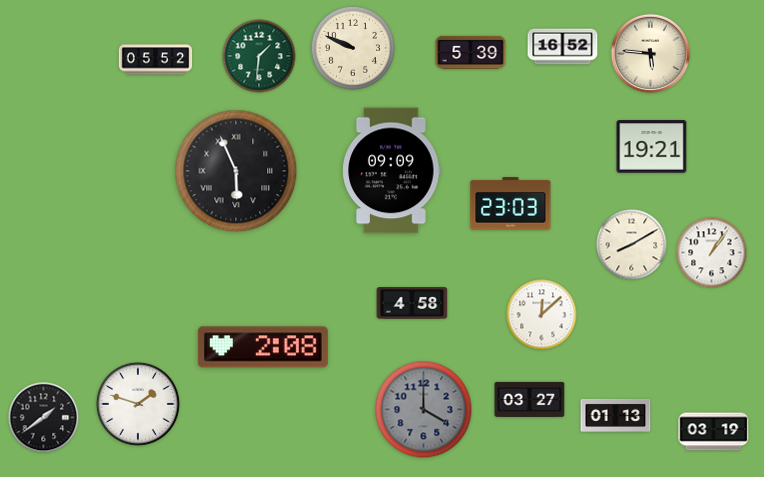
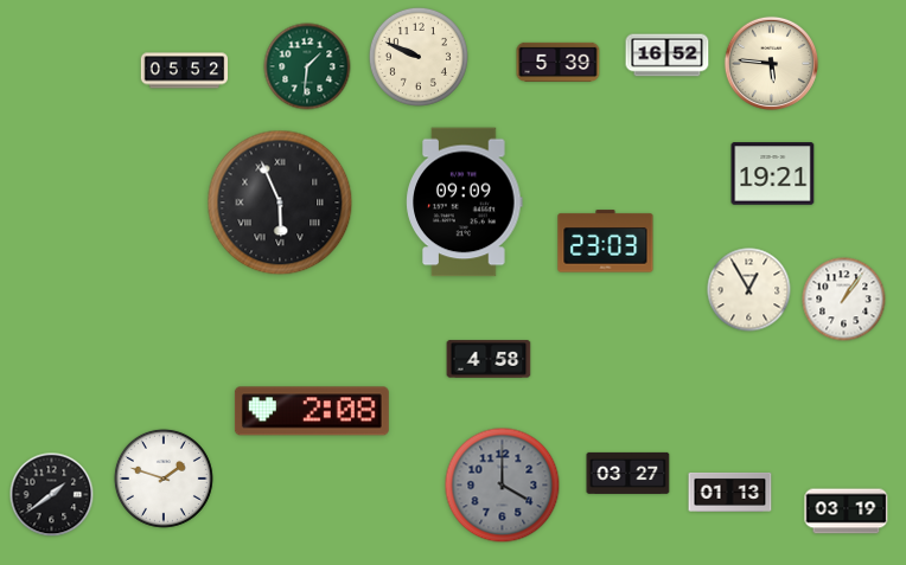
clock at (632, 245): 8:10 -> 12:55
clock at (542, 315): 12:08 -> none
